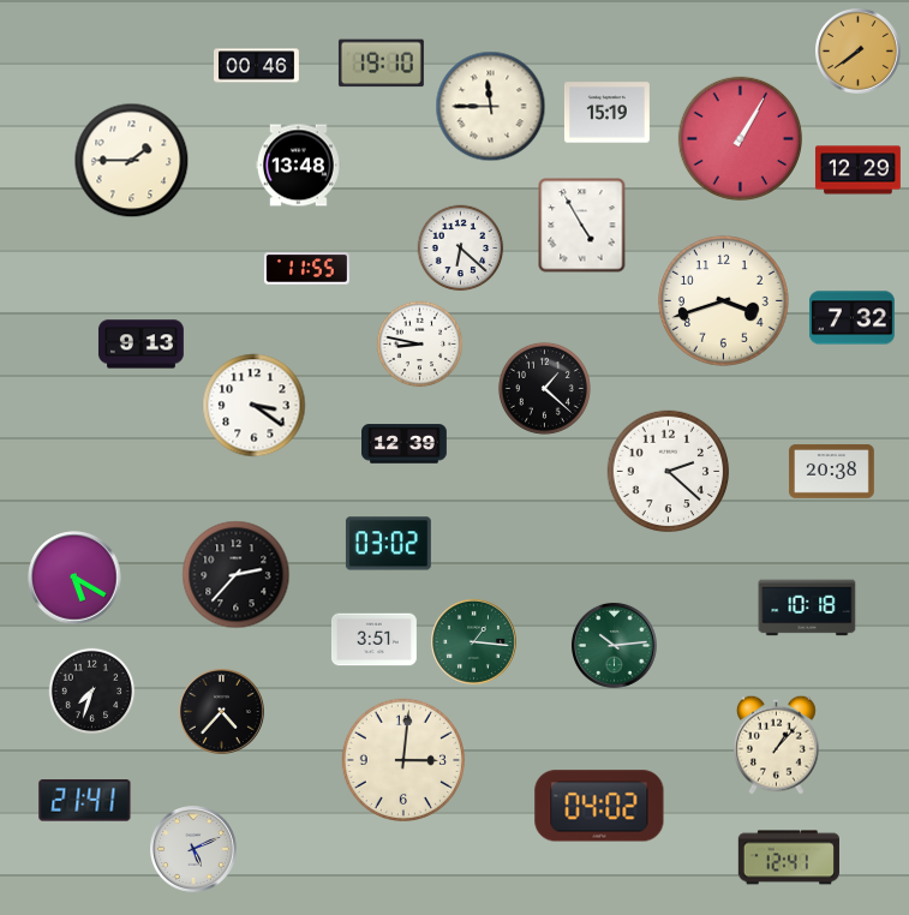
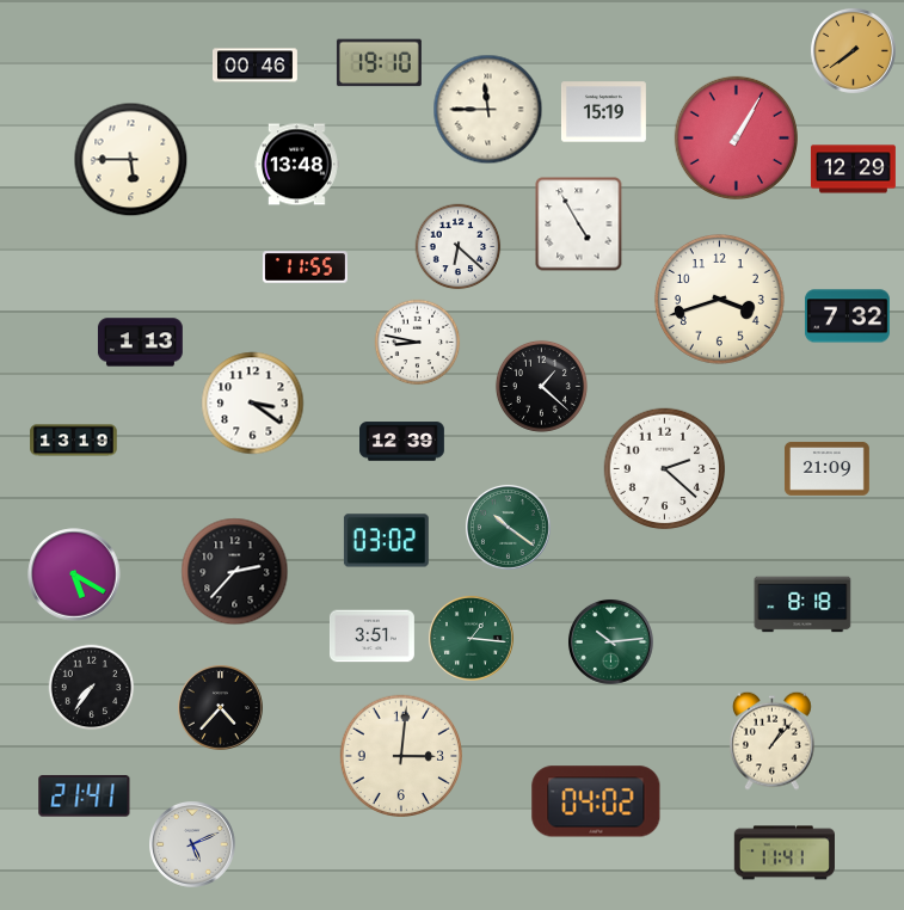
clock at (491, 107) position: (491, 107) -> (488, 110)
clock at (132, 161): 1:45 -> 5:45
clock at (140, 345): 9:13 -> 1:13
clock at (74, 441): none -> 13:19
clock at (831, 471): 20:38 -> 21:09
clock at (508, 527): none -> 10:21
clock at (807, 608): 10:18 -> 8:18
clock at (92, 692): 7:33 -> 7:36
clock at (788, 857): 12:41 -> 11:41
